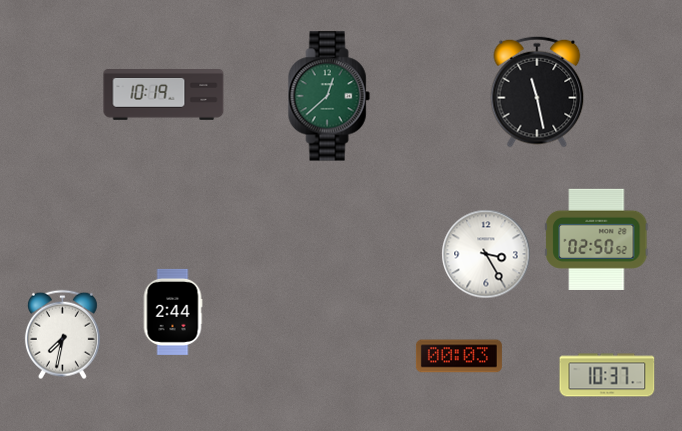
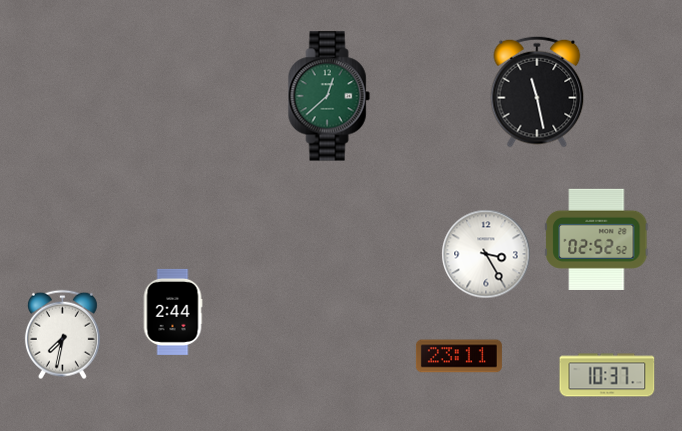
clock at (164, 95): 10:19 -> none
clock at (597, 239): 02:50 -> 02:52
clock at (459, 356): 00:03 -> 23:11
